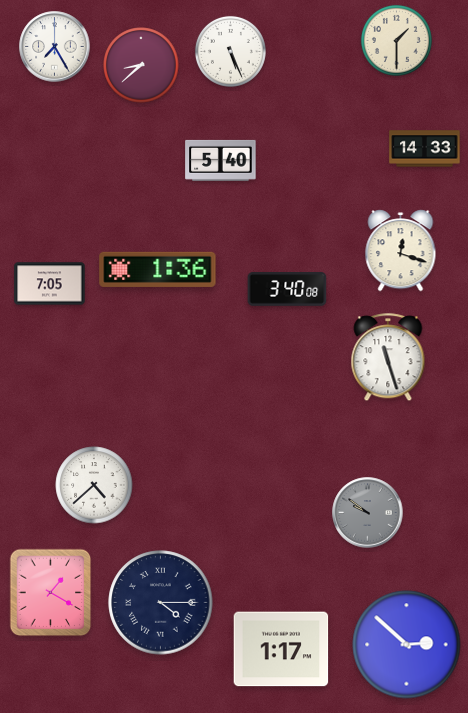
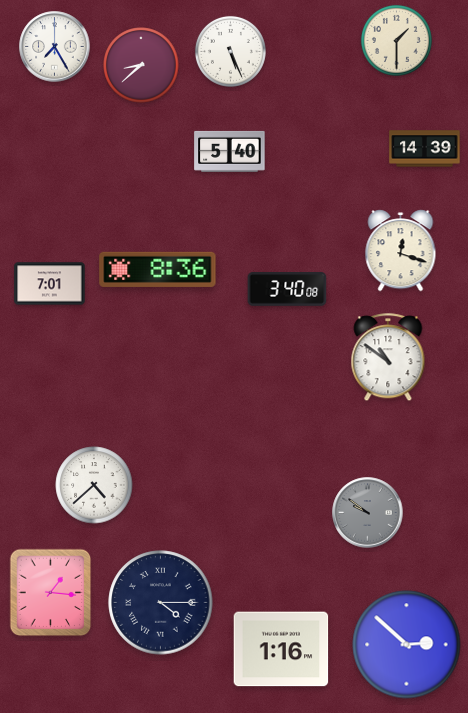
clock at (425, 149): 14:33 -> 14:39
clock at (221, 160) position: (221, 160) -> (230, 151)
clock at (158, 269): 1:36 -> 8:36
clock at (50, 284): 7:05 -> 7:01
clock at (388, 358): 11:27 -> 10:51
clock at (51, 593): 1:20 -> 1:16
clock at (281, 649): 1:17 -> 1:16
